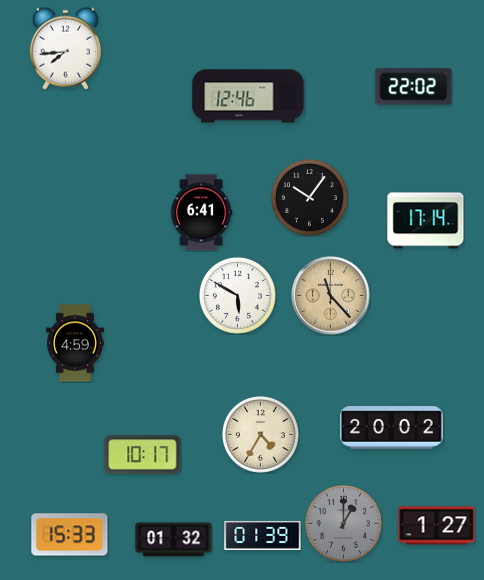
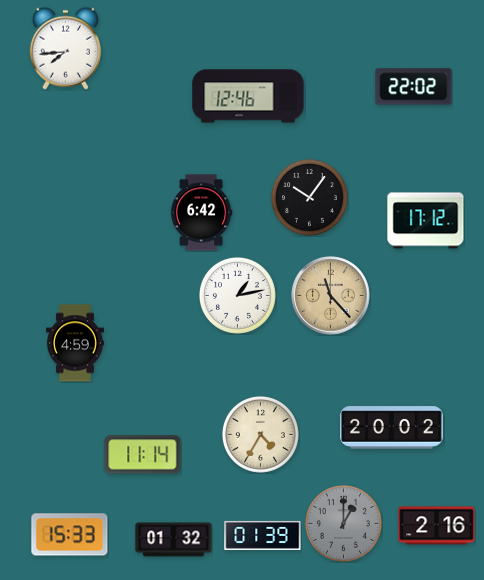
clock at (201, 213): 6:41 -> 6:42
clock at (426, 221): 17:14 -> 17:12
clock at (237, 295): 5:50 -> 1:13
clock at (143, 455): 10:17 -> 11:14
clock at (437, 526): 1:27 -> 2:16
